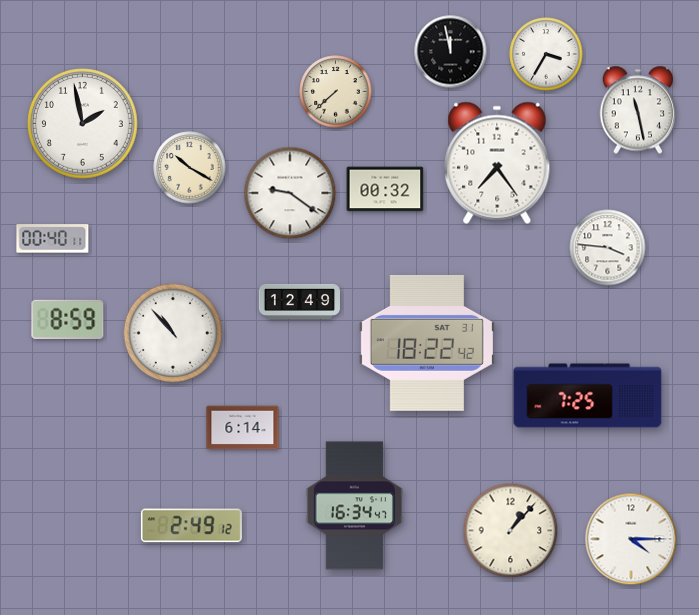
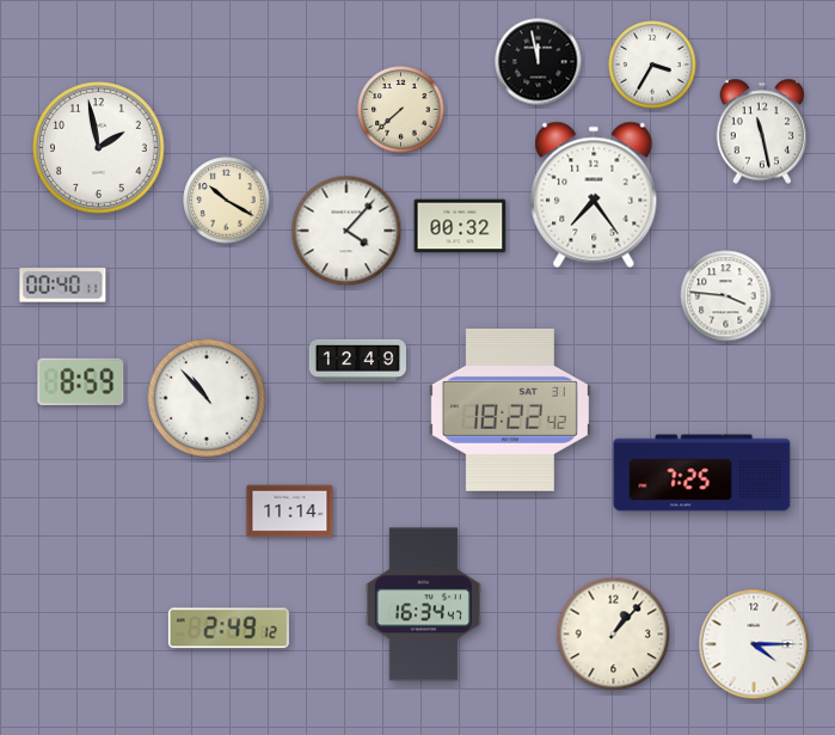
clock at (290, 193): 9:21 -> 4:07
clock at (243, 428): 6:14 -> 11:14
clock at (511, 531) position: (511, 531) -> (614, 635)
